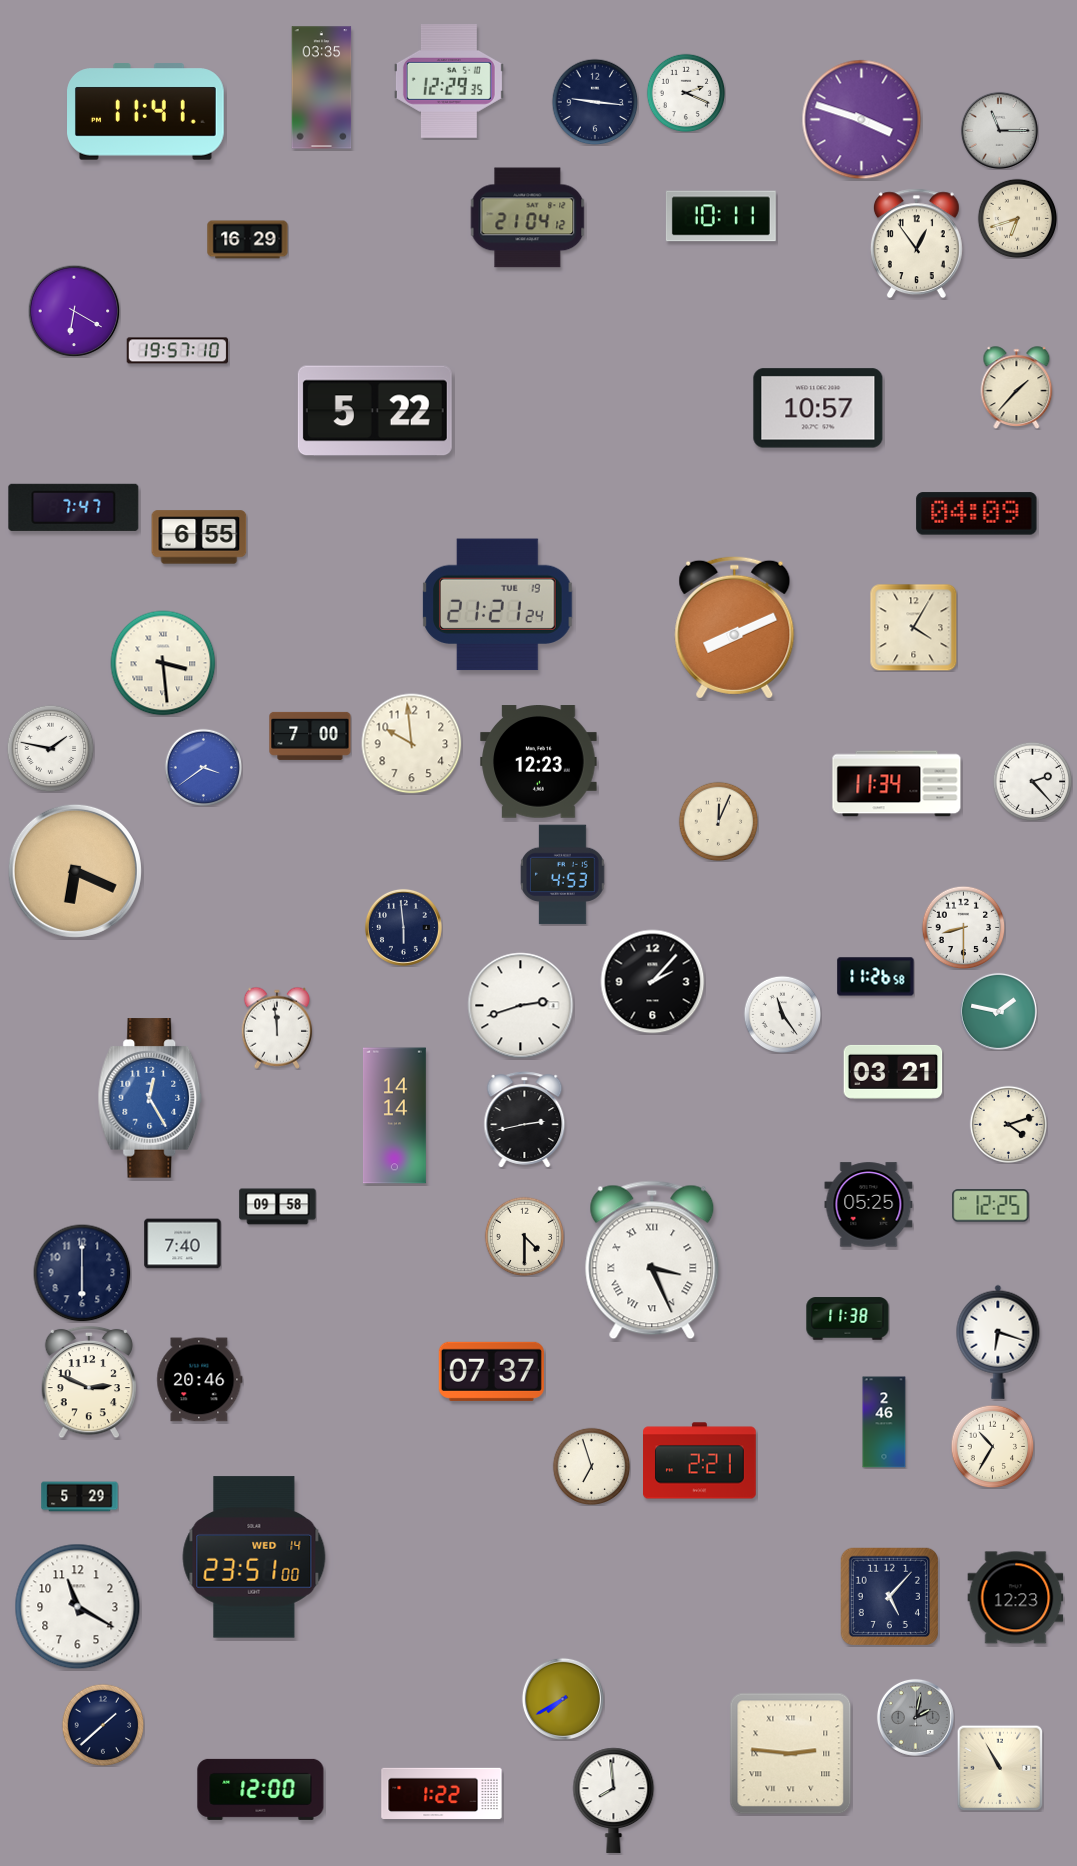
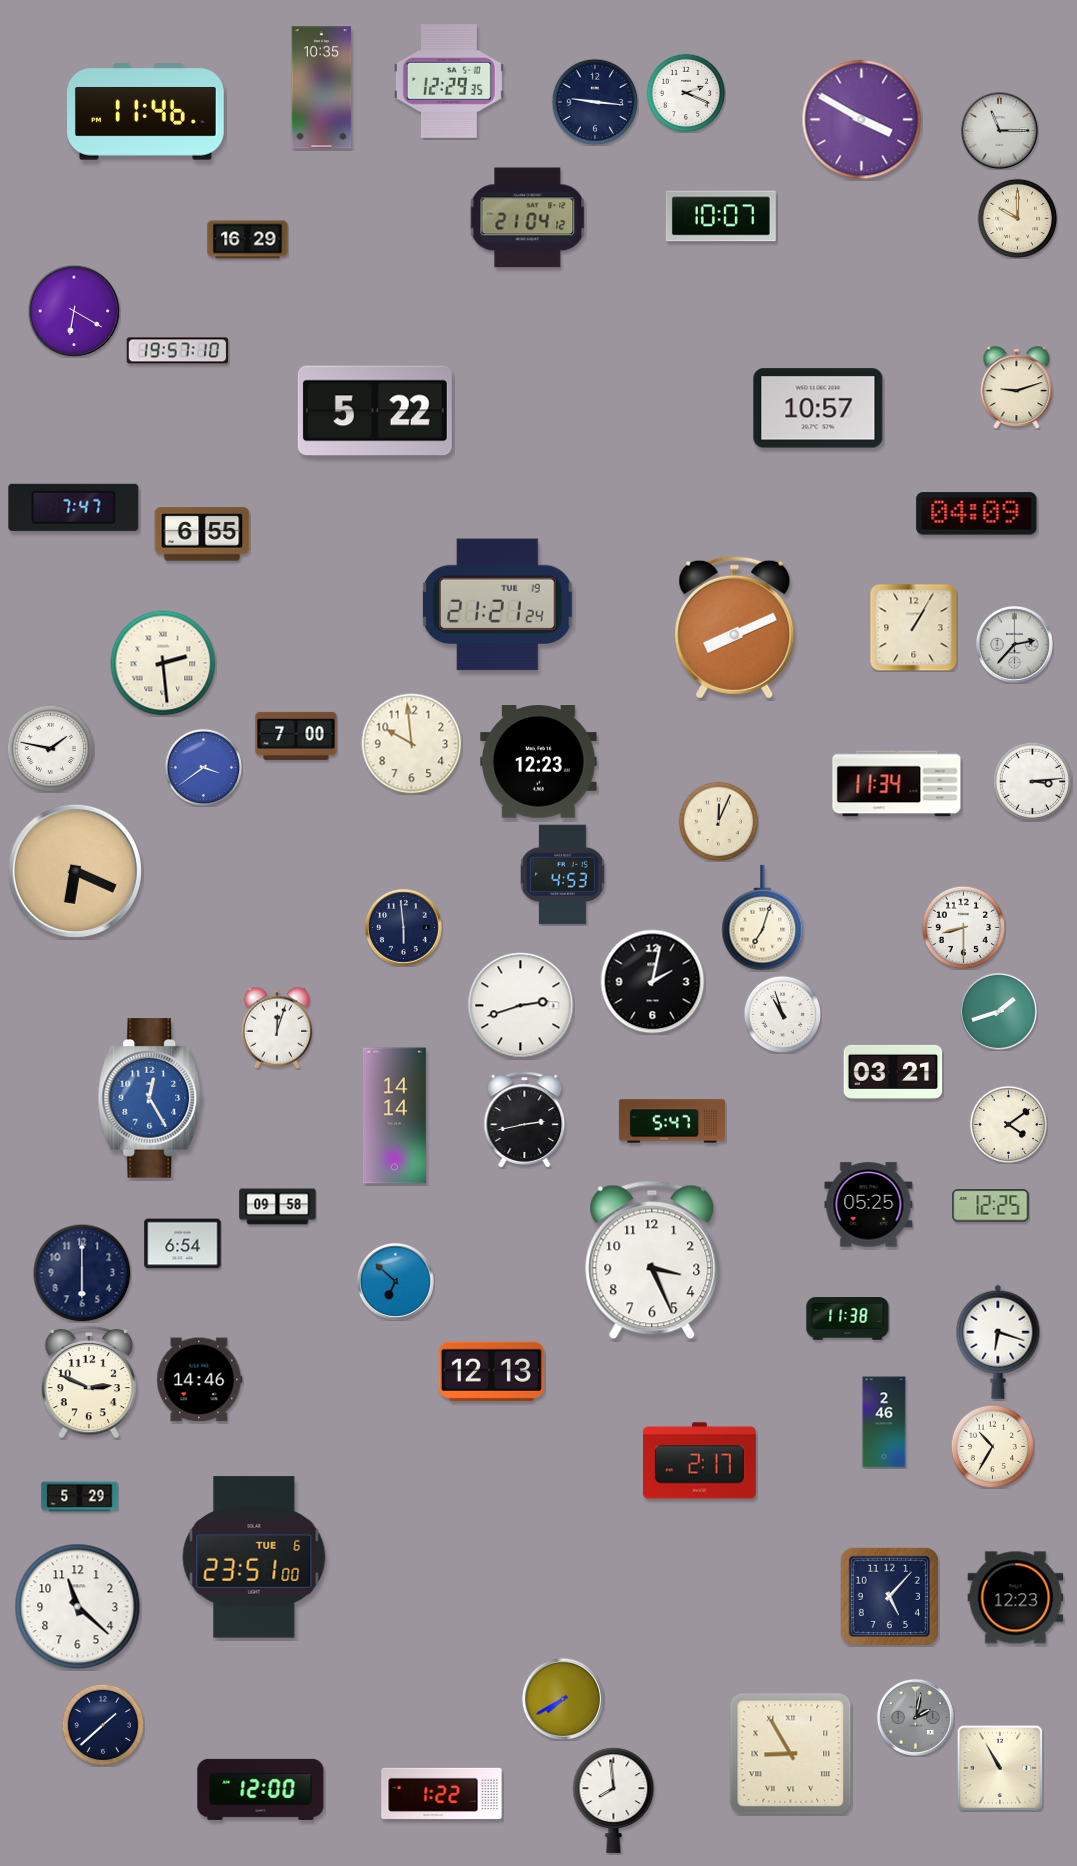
clock at (322, 88): 03:35 -> 10:35
clock at (146, 112): 11:41 -> 11:46
clock at (862, 120): 3:48 -> 3:50
clock at (721, 216): 10:11 -> 10:07
clock at (1017, 218): 6:42 -> 10:00
clock at (916, 244): 12:54 -> none
clock at (1017, 388): 1:37 -> 9:12
clock at (199, 537) position: (199, 537) -> (202, 534)
clock at (914, 628): 4:05 -> 1:05
clock at (1014, 644): none -> 2:37
clock at (163, 663): 3:29 -> 2:29
clock at (310, 736) position: (310, 736) -> (296, 736)
clock at (1032, 781): 2:23 -> 3:14
clock at (763, 918): none -> 7:03
clock at (876, 977): 11:26 -> none
clock at (653, 982): 2:07 -> 2:02
clock at (998, 1011): 1:47 -> 1:42
clock at (782, 1014): 11:24 -> 10:57
clock at (277, 1028): 11:59 -> 12:03
clock at (672, 1121): none -> 5:47
clock at (1008, 1124): 4:12 -> 4:09
clock at (524, 1236): 4:30 -> none
clock at (183, 1244): 7:40 -> 6:54
clock at (652, 1260) numerals: Roman -> Arabic
clock at (395, 1281): none -> 6:52
clock at (491, 1371): 07:37 -> 12:13
clock at (200, 1380): 20:46 -> 14:46
clock at (700, 1461): 2:21 -> 2:17
clock at (591, 1466): 6:57 -> none
clock at (254, 1557) date: WED 14 -> TUE 6
clock at (78, 1607): 11:20 -> 11:22
clock at (791, 1754): 2:46 -> 8:55
